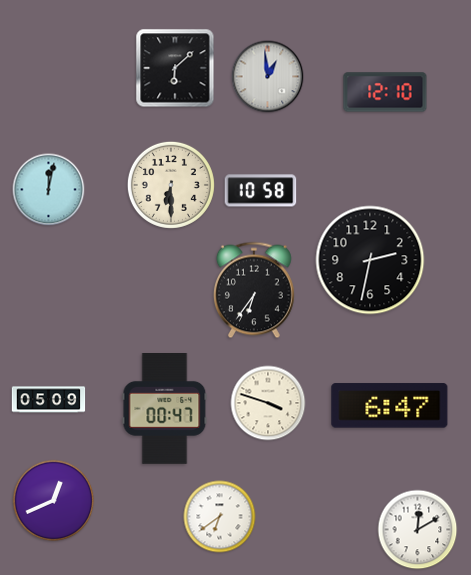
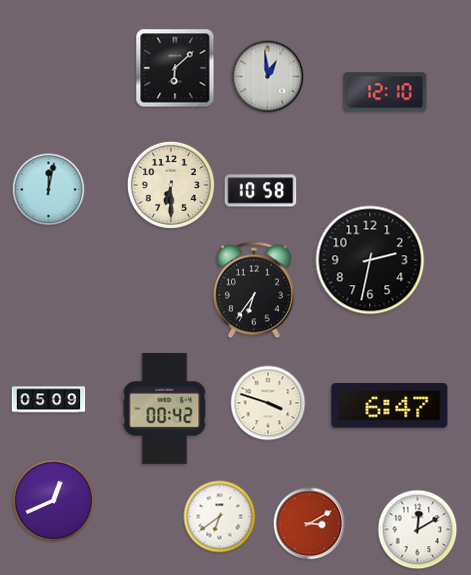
clock at (165, 409): 00:47 -> 00:42
clock at (310, 524): none -> 3:10
